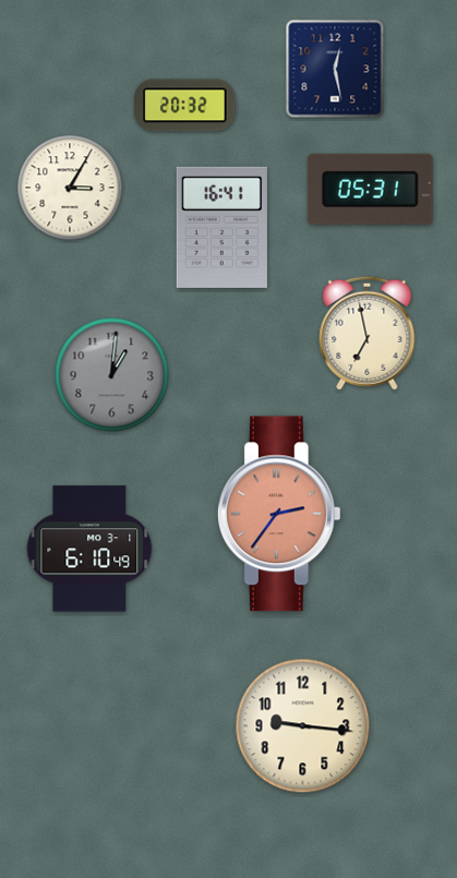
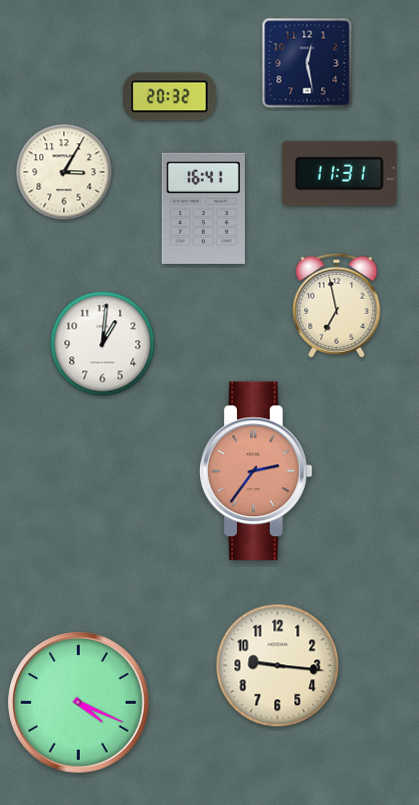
clock at (370, 189): 05:31 -> 11:31
clock at (112, 375) dial: grey -> white
clock at (89, 549): 6:10 -> none
clock at (79, 703): none -> 4:19
